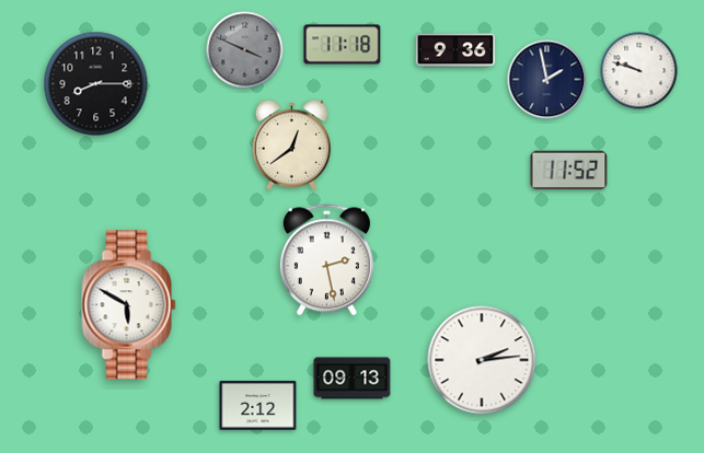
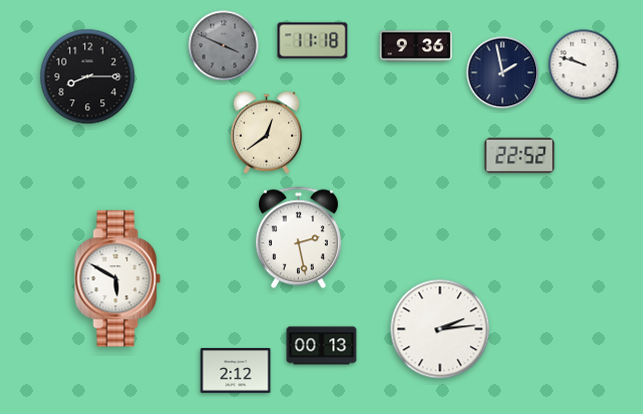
clock at (547, 80) position: (547, 80) -> (503, 73)
clock at (569, 171): 11:52 -> 22:52
clock at (353, 379): 09:13 -> 00:13
